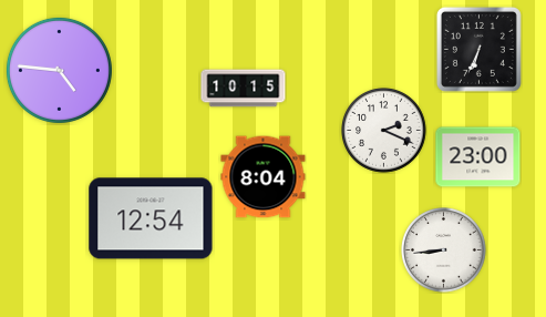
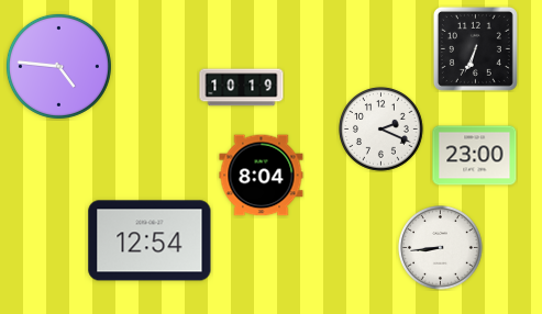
clock at (59, 70) position: (59, 70) -> (58, 66)
clock at (244, 89): 10:15 -> 10:19
clock at (151, 218) position: (151, 218) -> (150, 240)
